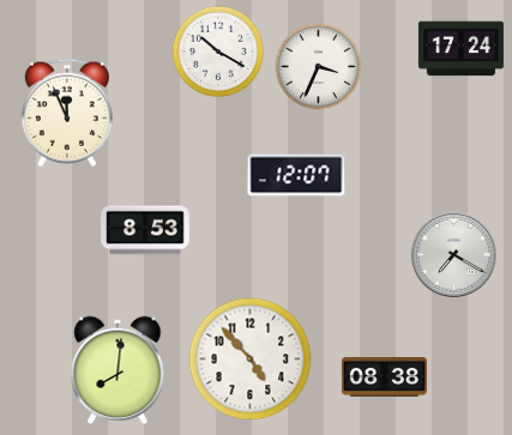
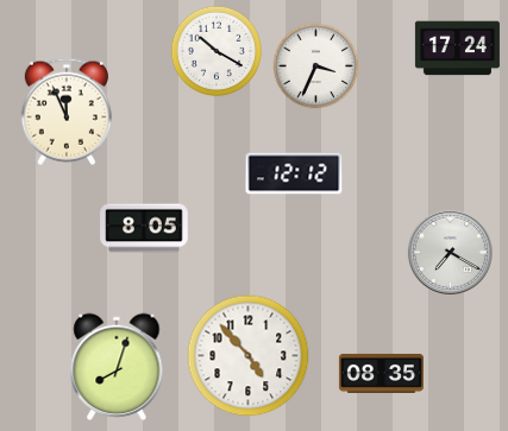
clock at (296, 175): 12:07 -> 12:12
clock at (145, 230): 8:53 -> 8:05
clock at (118, 370): 8:01 -> 8:03
clock at (384, 376): 08:38 -> 08:35
